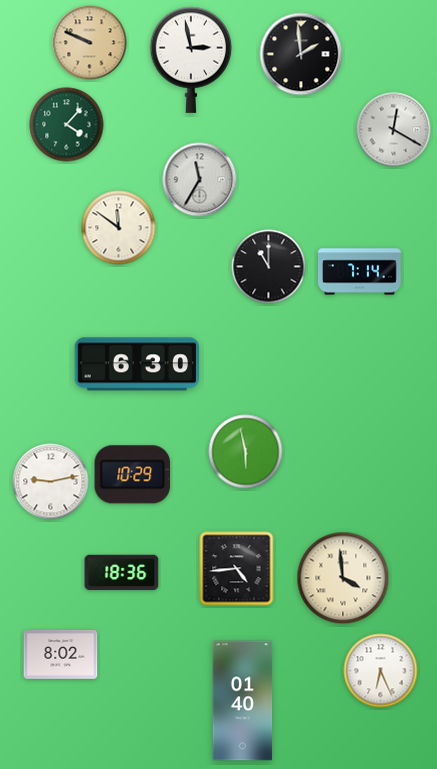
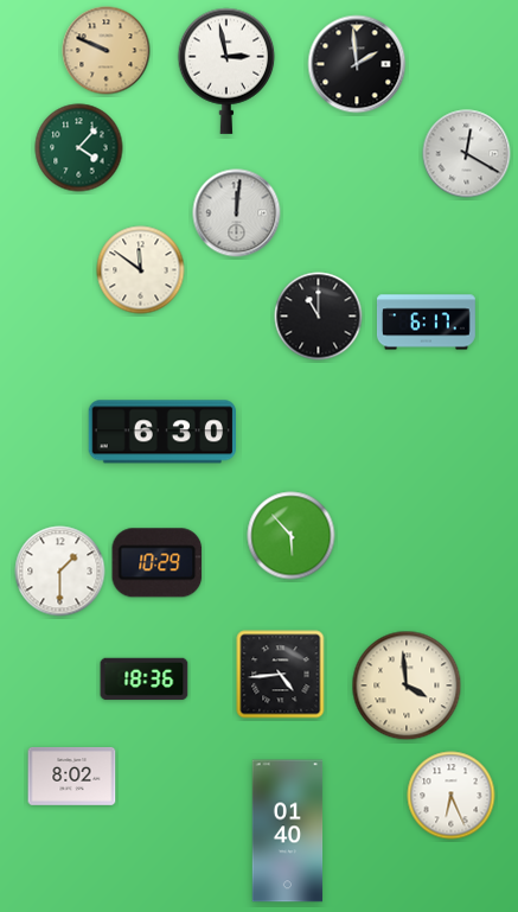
clock at (200, 180): 11:35 -> 12:01
clock at (359, 272): 7:14 -> 6:17
clock at (246, 452): 5:58 -> 5:53
clock at (51, 482): 9:13 -> 1:30
